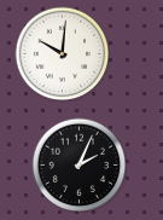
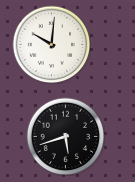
clock at (78, 164): 2:04 -> 5:42
